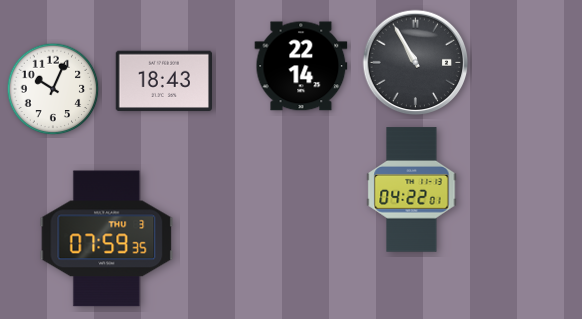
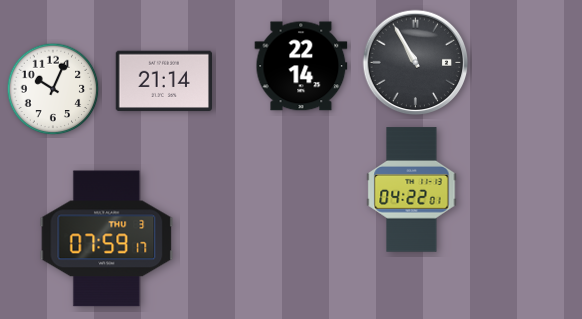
clock at (163, 81): 18:43 -> 21:14
clock at (107, 239): 07:59:35 -> 07:59:17
